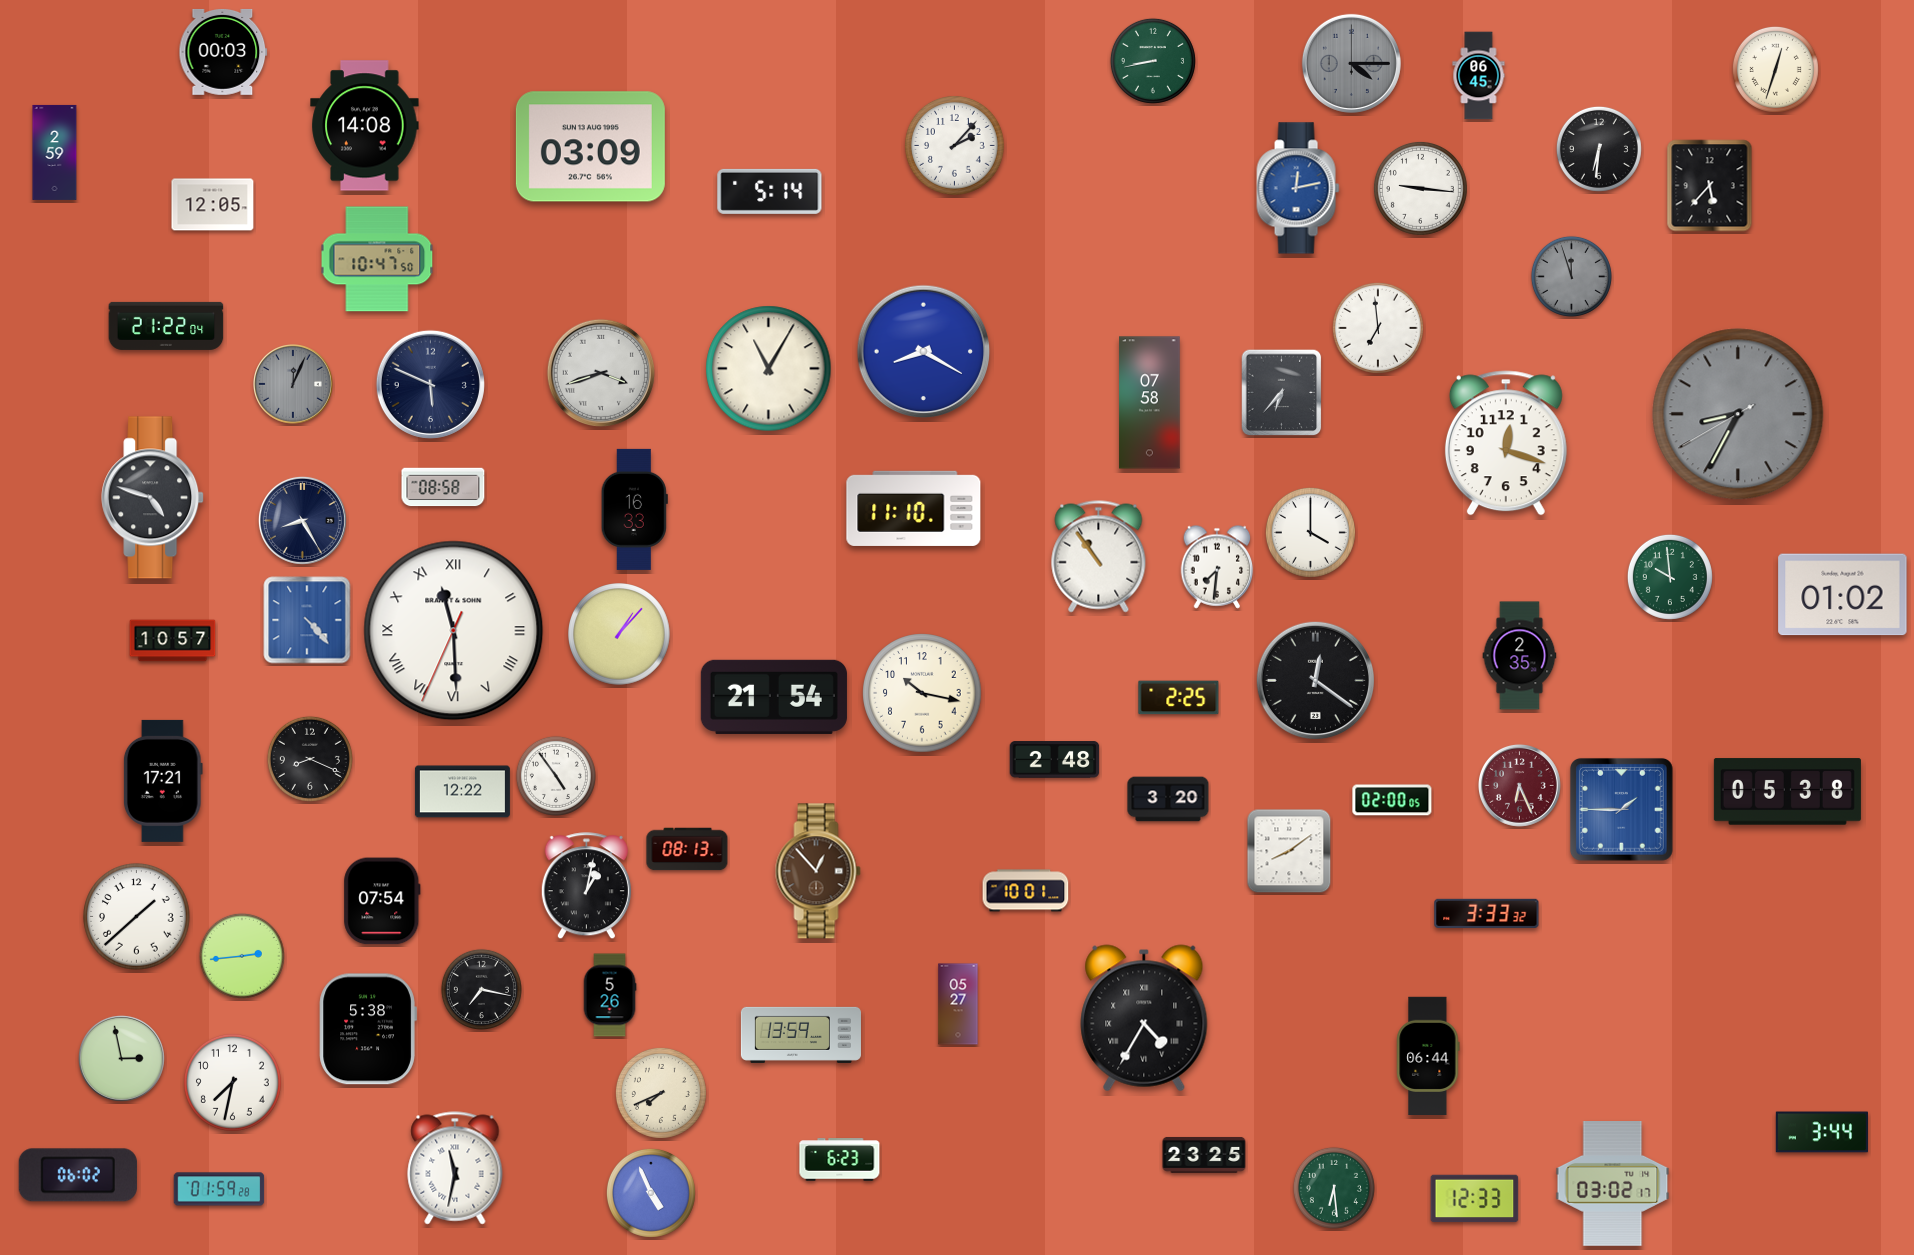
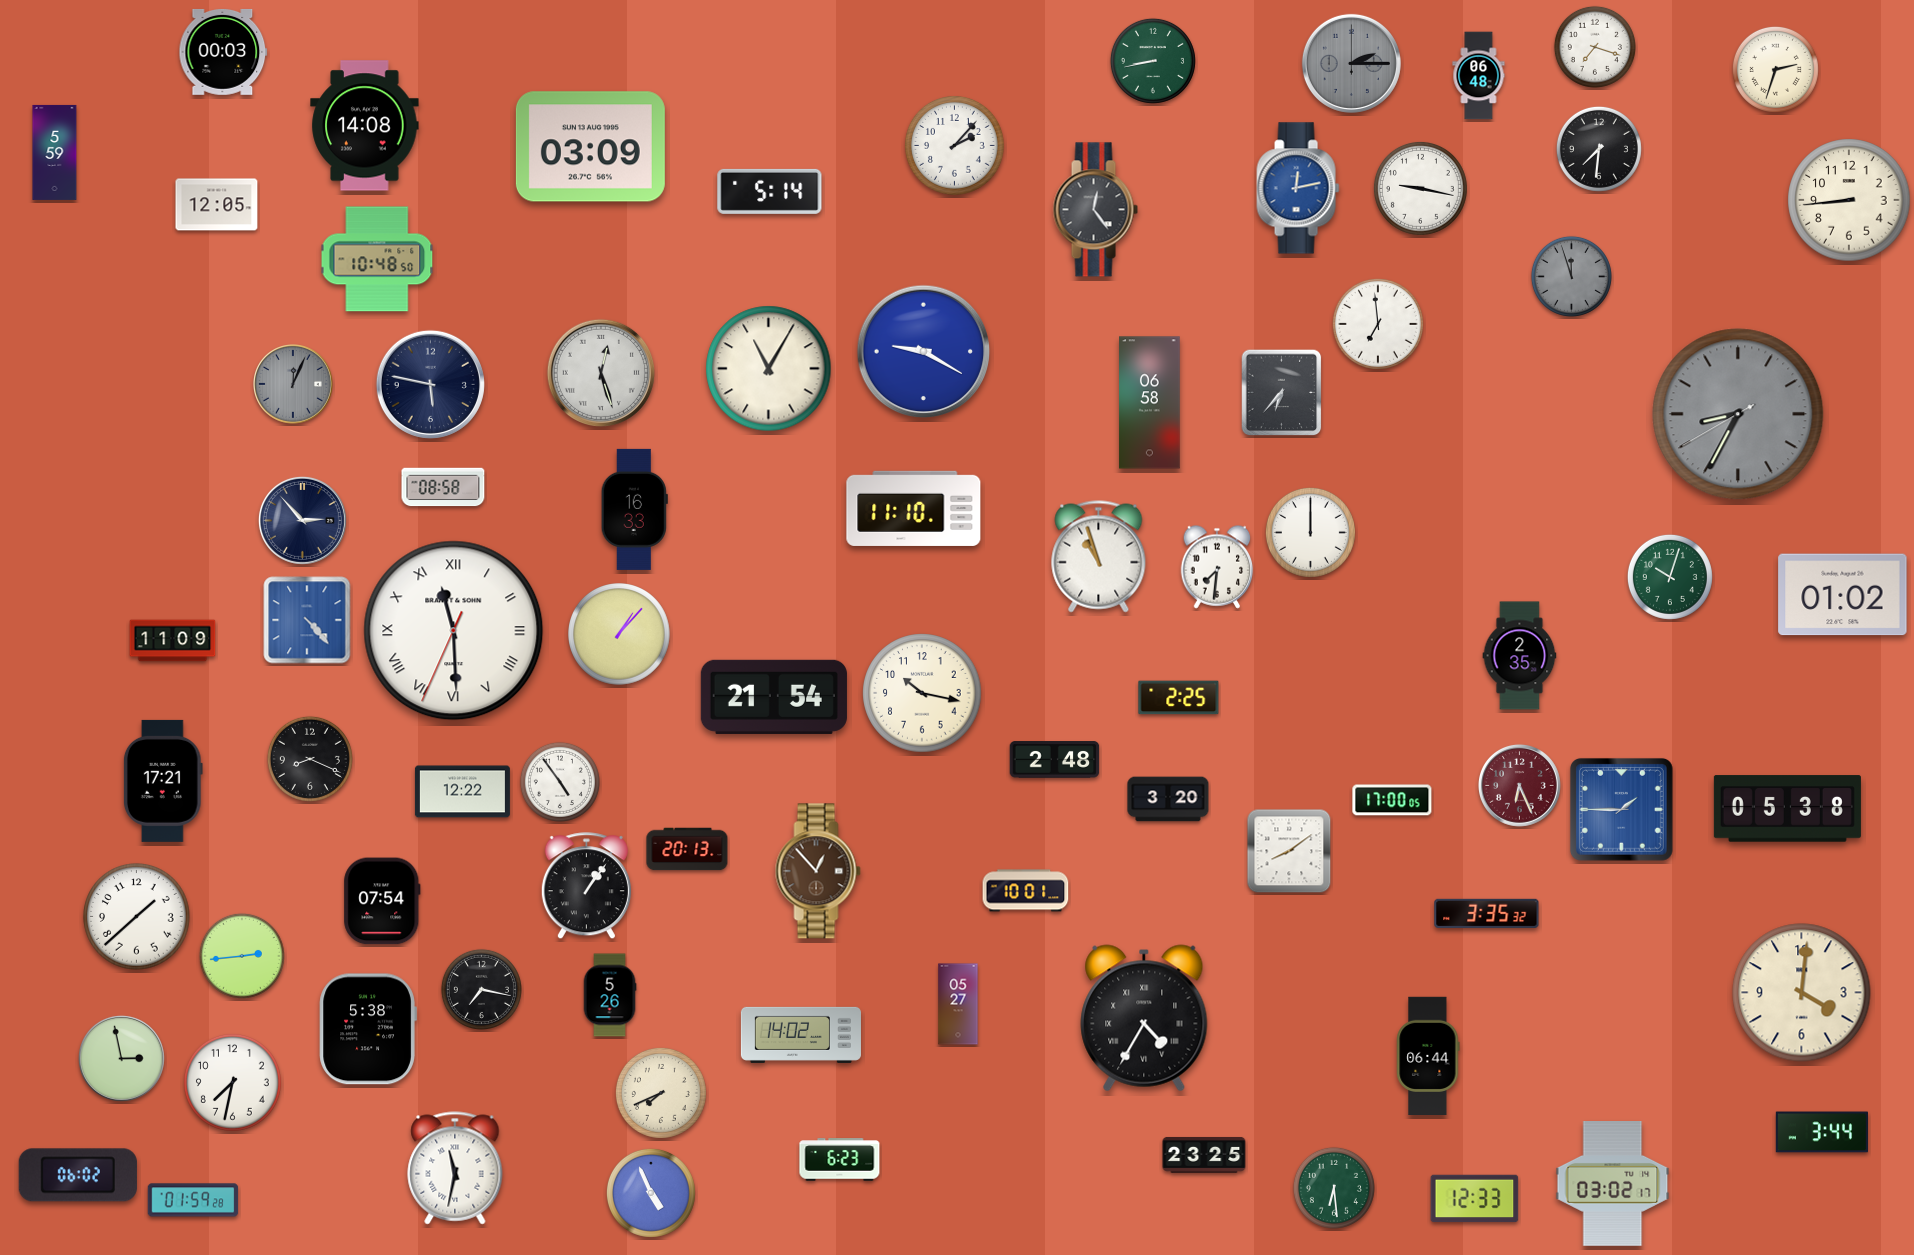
clock at (1595, 47): none -> 7:18
clock at (1351, 63): 4:15 -> 2:15
clock at (1775, 69): 12:33 -> 2:33
clock at (1479, 76): 06:45 -> 06:48
clock at (1599, 149): 6:31 -> 7:31
clock at (55, 152): 2:59 -> 5:59
clock at (1710, 186): 5:37 -> none
clock at (1420, 188): 9:16 -> 9:17
clock at (1849, 200): none -> 8:44
clock at (213, 205) position: (213, 205) -> (217, 205)
clock at (1095, 210): none -> 12:24
clock at (377, 259): 10:47 -> 10:48
clock at (166, 326): 21:22 -> none
clock at (1378, 328) position: (1378, 328) -> (1378, 324)
clock at (924, 352): 8:20 -> 9:20
clock at (601, 373): 3:42 -> 12:27
clock at (430, 384): 5:49 -> 5:47
clock at (1150, 403): 07:58 -> 06:58
clock at (1506, 443): 12:18 -> none
clock at (153, 498): 4:48 -> none
clock at (302, 520): 8:25 -> 2:53
clock at (1310, 532): 4:00 -> 12:00
clock at (1099, 557): 10:54 -> 10:57
clock at (1670, 577): 9:59 -> 10:03
clock at (173, 641): 10:57 -> 11:09
clock at (1315, 680): 12:21 -> none
clock at (556, 776) position: (556, 776) -> (560, 782)
clock at (1787, 792) position: (1787, 792) -> (1787, 809)
clock at (1392, 800): 02:00 -> 17:00
clock at (687, 849): 08:13 -> 20:13
clock at (586, 886): 1:02 -> 1:06
clock at (1487, 913): 3:33 -> 3:35
clock at (1802, 993): none -> 4:01
clock at (801, 1035): 13:59 -> 14:02
clock at (219, 1189) position: (219, 1189) -> (193, 1200)
